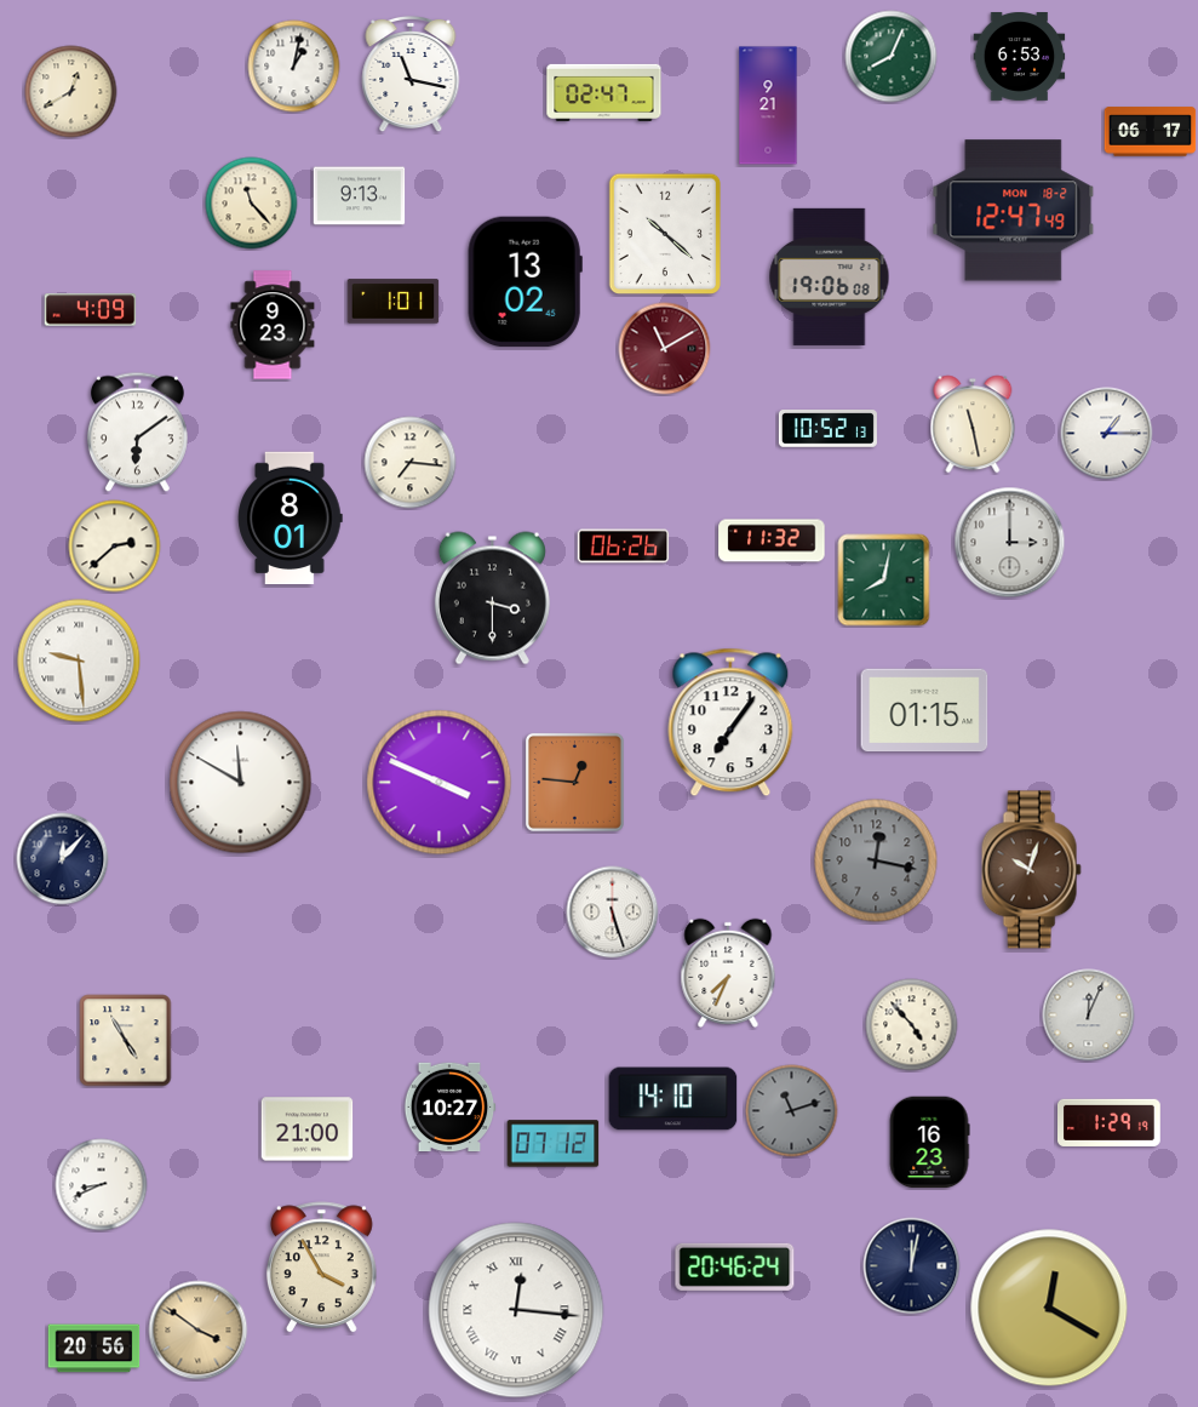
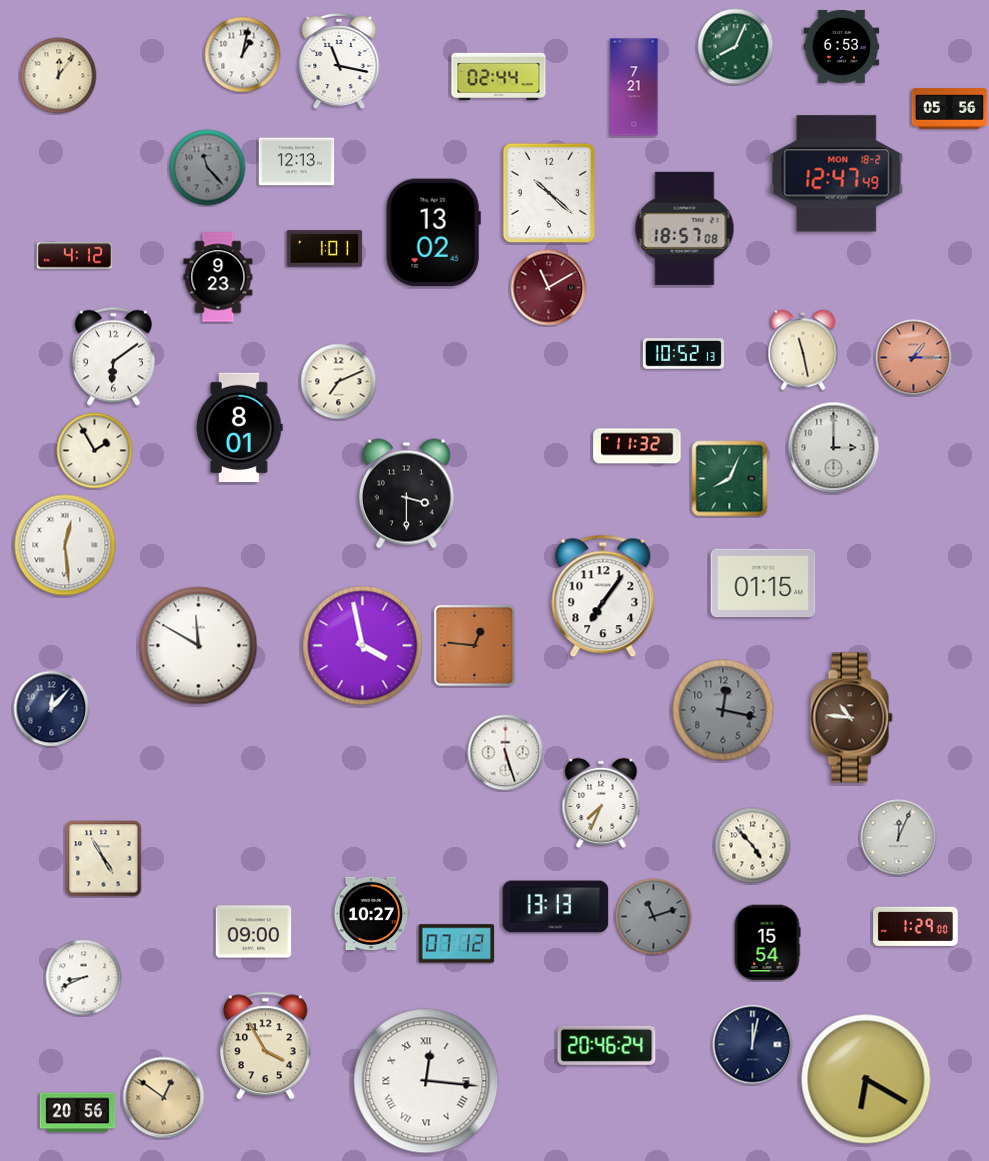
clock at (71, 92): 12:40 -> 12:06
clock at (604, 92): 02:47 -> 02:44
clock at (768, 105): 9:21 -> 7:21
clock at (1151, 132): 06:17 -> 05:56
clock at (360, 196): 9:13 -> 12:13
clock at (252, 204) dial: cream -> grey
clock at (830, 276): 19:06 -> 18:57
clock at (91, 310): 4:09 -> 4:12
clock at (273, 325) position: (273, 325) -> (218, 277)
clock at (1107, 434) dial: white -> salmon
clock at (411, 463): 7:16 -> 7:11
clock at (115, 547): 2:38 -> 1:55
clock at (624, 547): 06:26 -> none
clock at (884, 580): 8:02 -> 8:04
clock at (79, 660): 9:29 -> 12:29
clock at (924, 710) position: (924, 710) -> (763, 583)
clock at (440, 783): 3:49 -> 3:58
clock at (1031, 870): 10:03 -> 10:46
clock at (673, 1099): 14:10 -> 13:13
clock at (1110, 1122): 1:29:19 -> 1:29:00
clock at (308, 1129): 21:00 -> 09:00
clock at (929, 1143): 16:23 -> 15:54
clock at (1049, 1308): 12:20 -> 6:20
clock at (199, 1331): 3:51 -> 12:51
